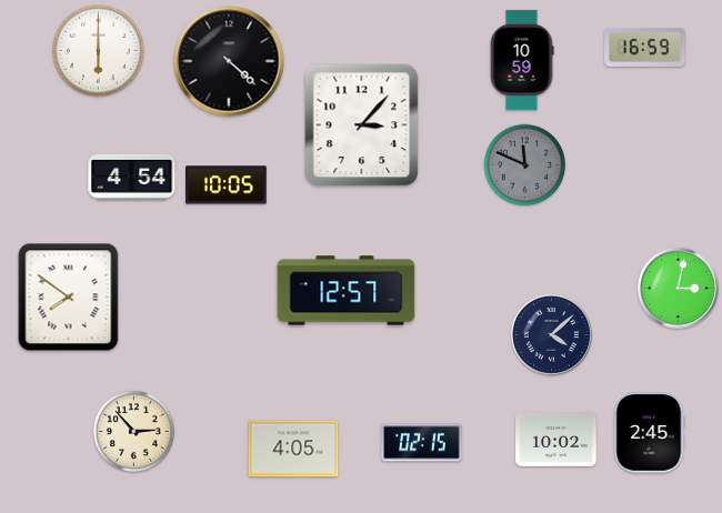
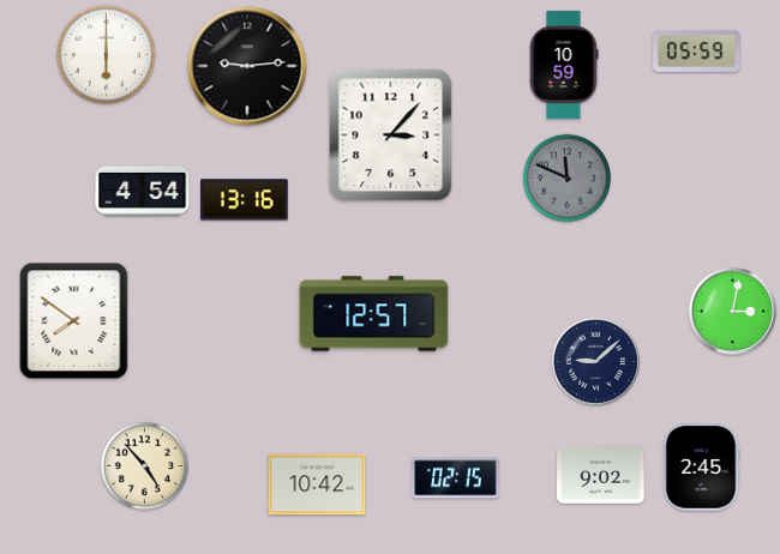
clock at (645, 47): 16:59 -> 05:59
clock at (229, 61): 4:22 -> 9:14
clock at (227, 185): 10:05 -> 13:16
clock at (552, 335): 4:08 -> 9:08
clock at (134, 432): 2:53 -> 4:53
clock at (556, 440): 10:02 -> 9:02
clock at (293, 449): 4:05 -> 10:42
